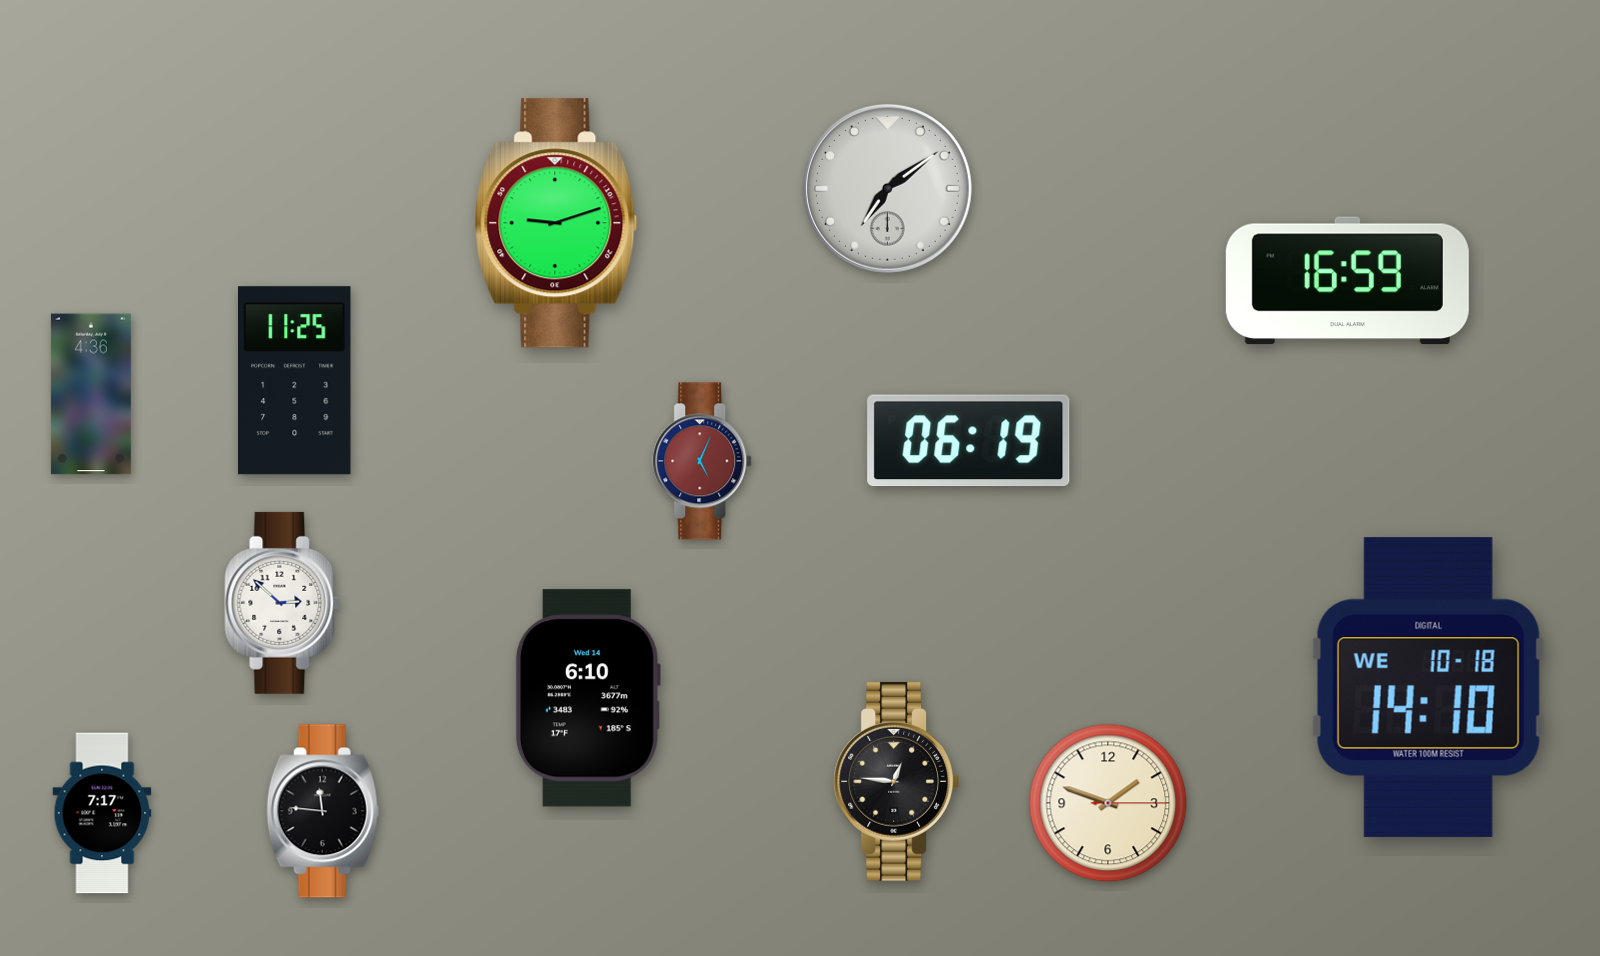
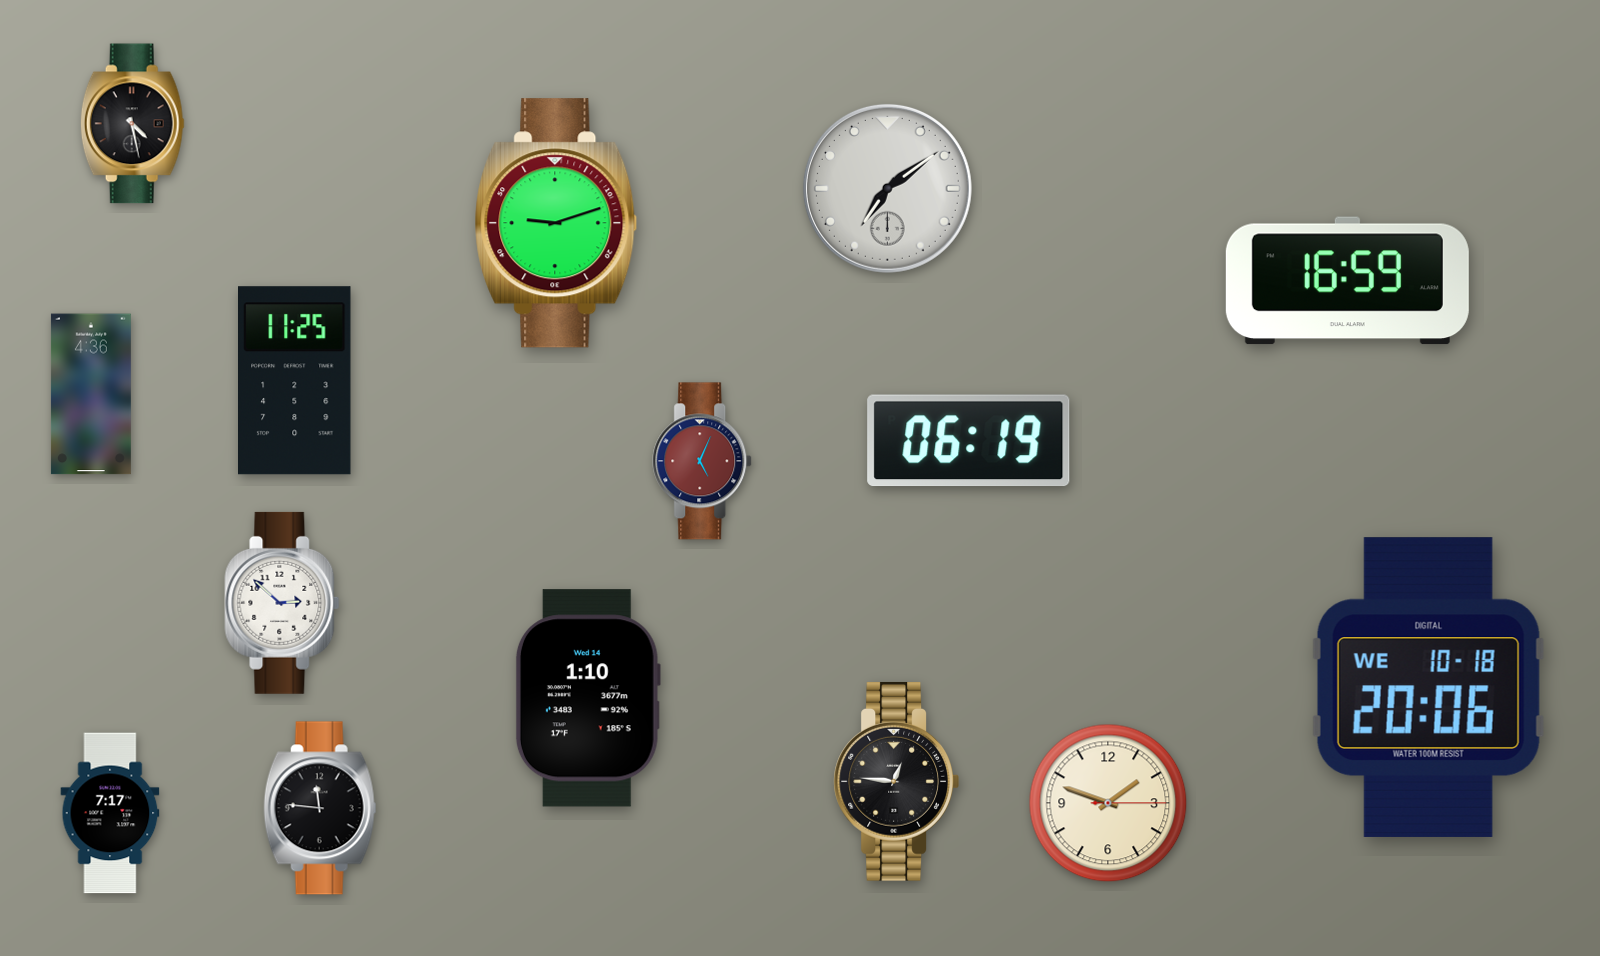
clock at (132, 124): none -> 4:28
clock at (1428, 687): 14:10 -> 20:06
clock at (588, 698): 6:10 -> 1:10
clock at (323, 811) position: (323, 811) -> (320, 808)
clock at (102, 813) position: (102, 813) -> (110, 813)
